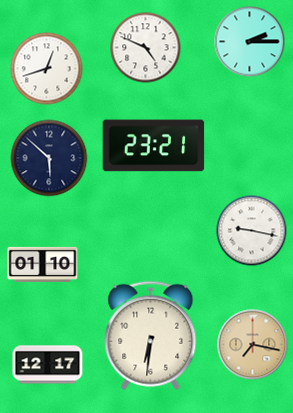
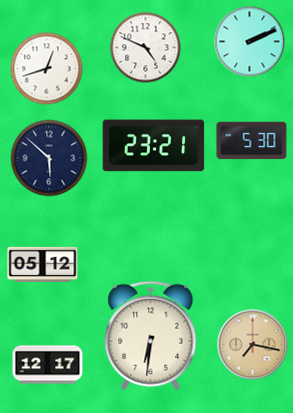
clock at (250, 42): 2:15 -> 2:11
clock at (252, 141): none -> 5:30
clock at (252, 231): 9:17 -> none
clock at (43, 264): 01:10 -> 05:12
